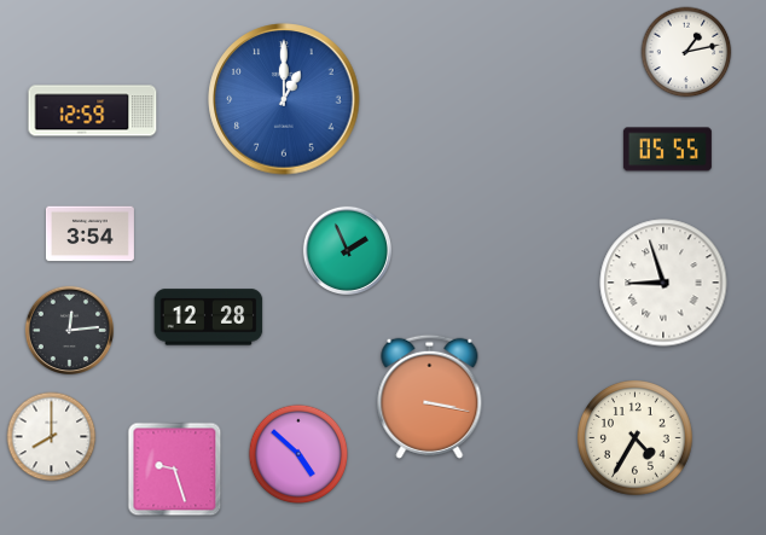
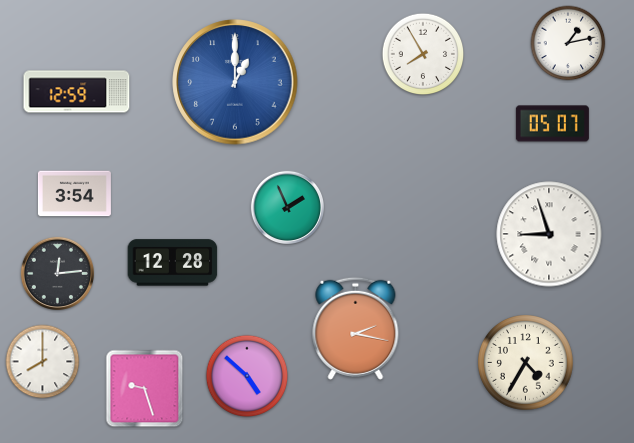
clock at (423, 54): none -> 7:55
clock at (667, 150): 05:55 -> 05:07
clock at (430, 396): 3:17 -> 2:17
